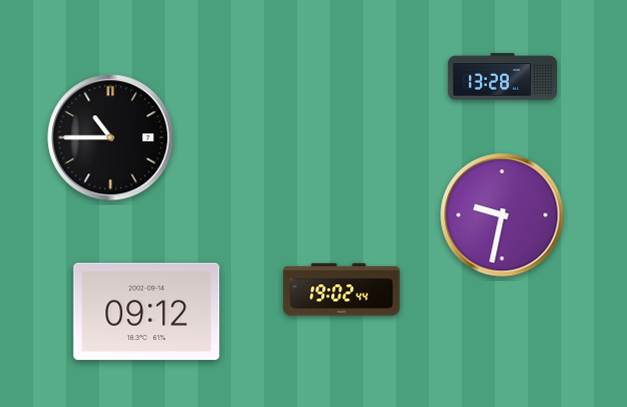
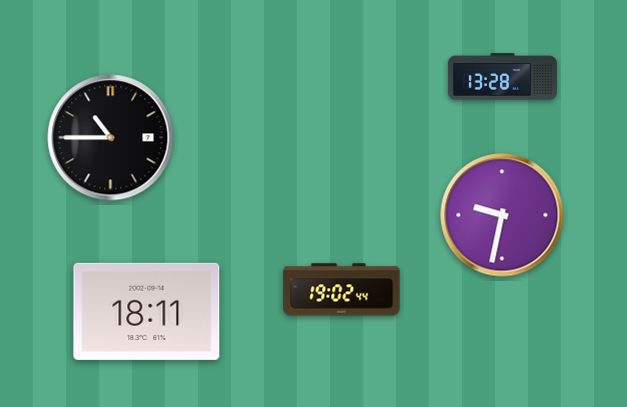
clock at (147, 311): 09:12 -> 18:11
